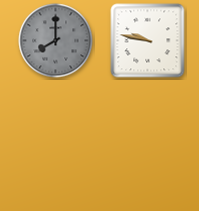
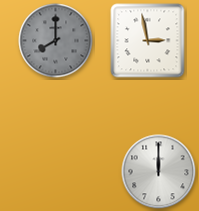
clock at (148, 41): 9:47 -> 2:58
clock at (159, 172): none -> 12:00
